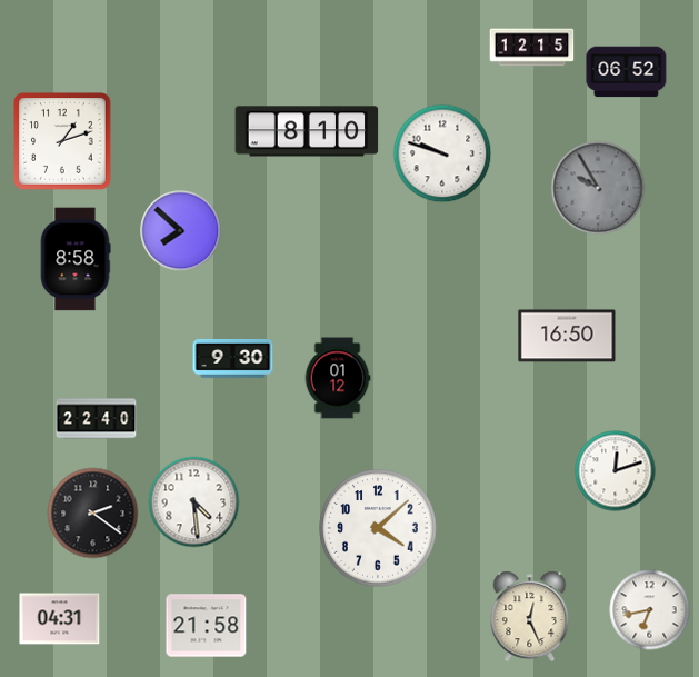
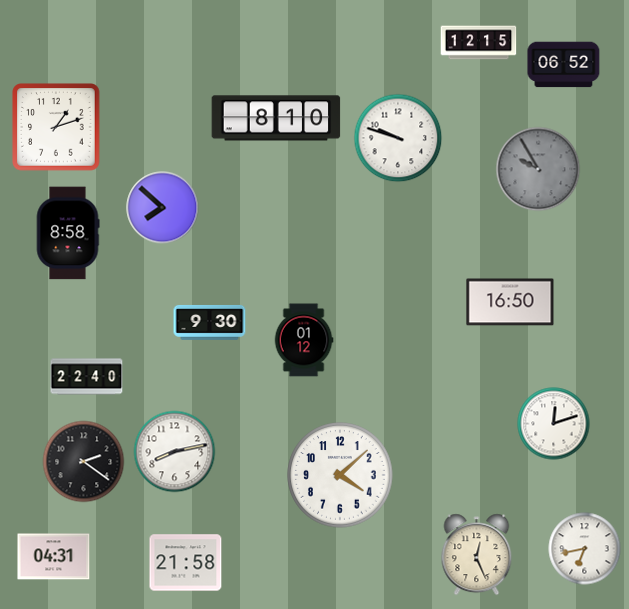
clock at (194, 502): 4:29 -> 8:13
